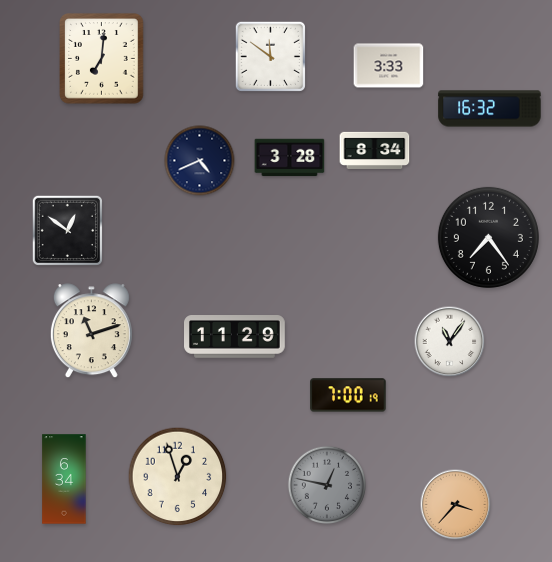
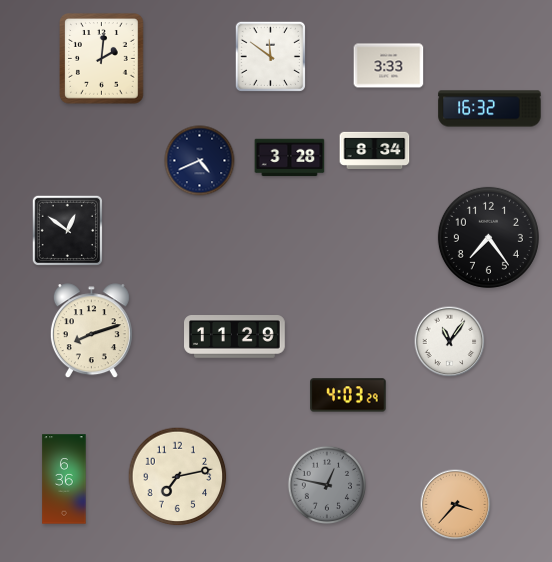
clock at (102, 59): 7:01 -> 2:01
clock at (91, 331): 11:12 -> 8:12
clock at (348, 395): 7:00 -> 4:03
clock at (178, 477): 12:57 -> 7:13
clock at (64, 479): 6:34 -> 6:36
